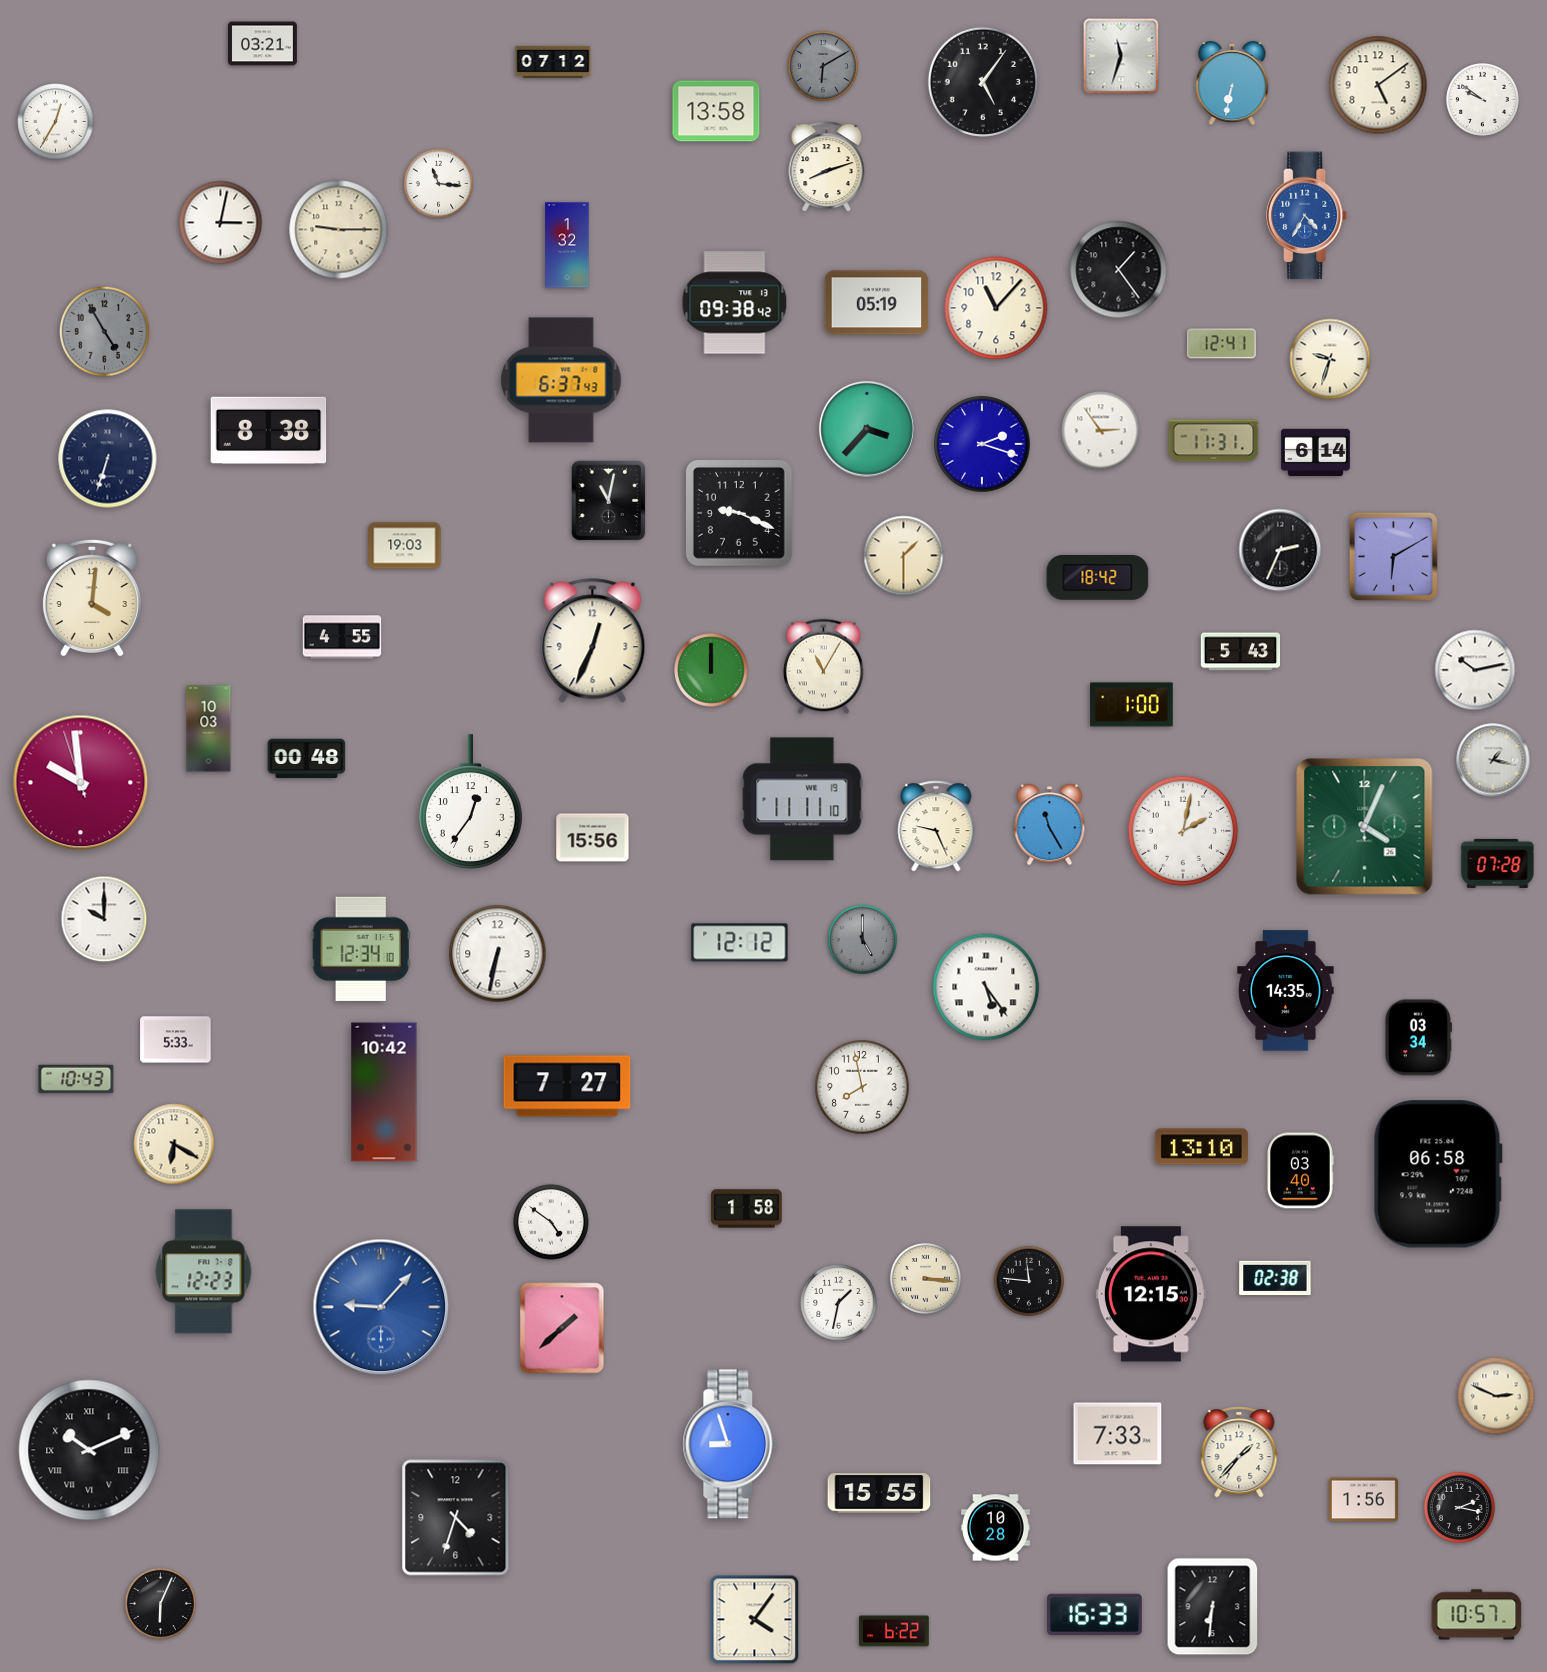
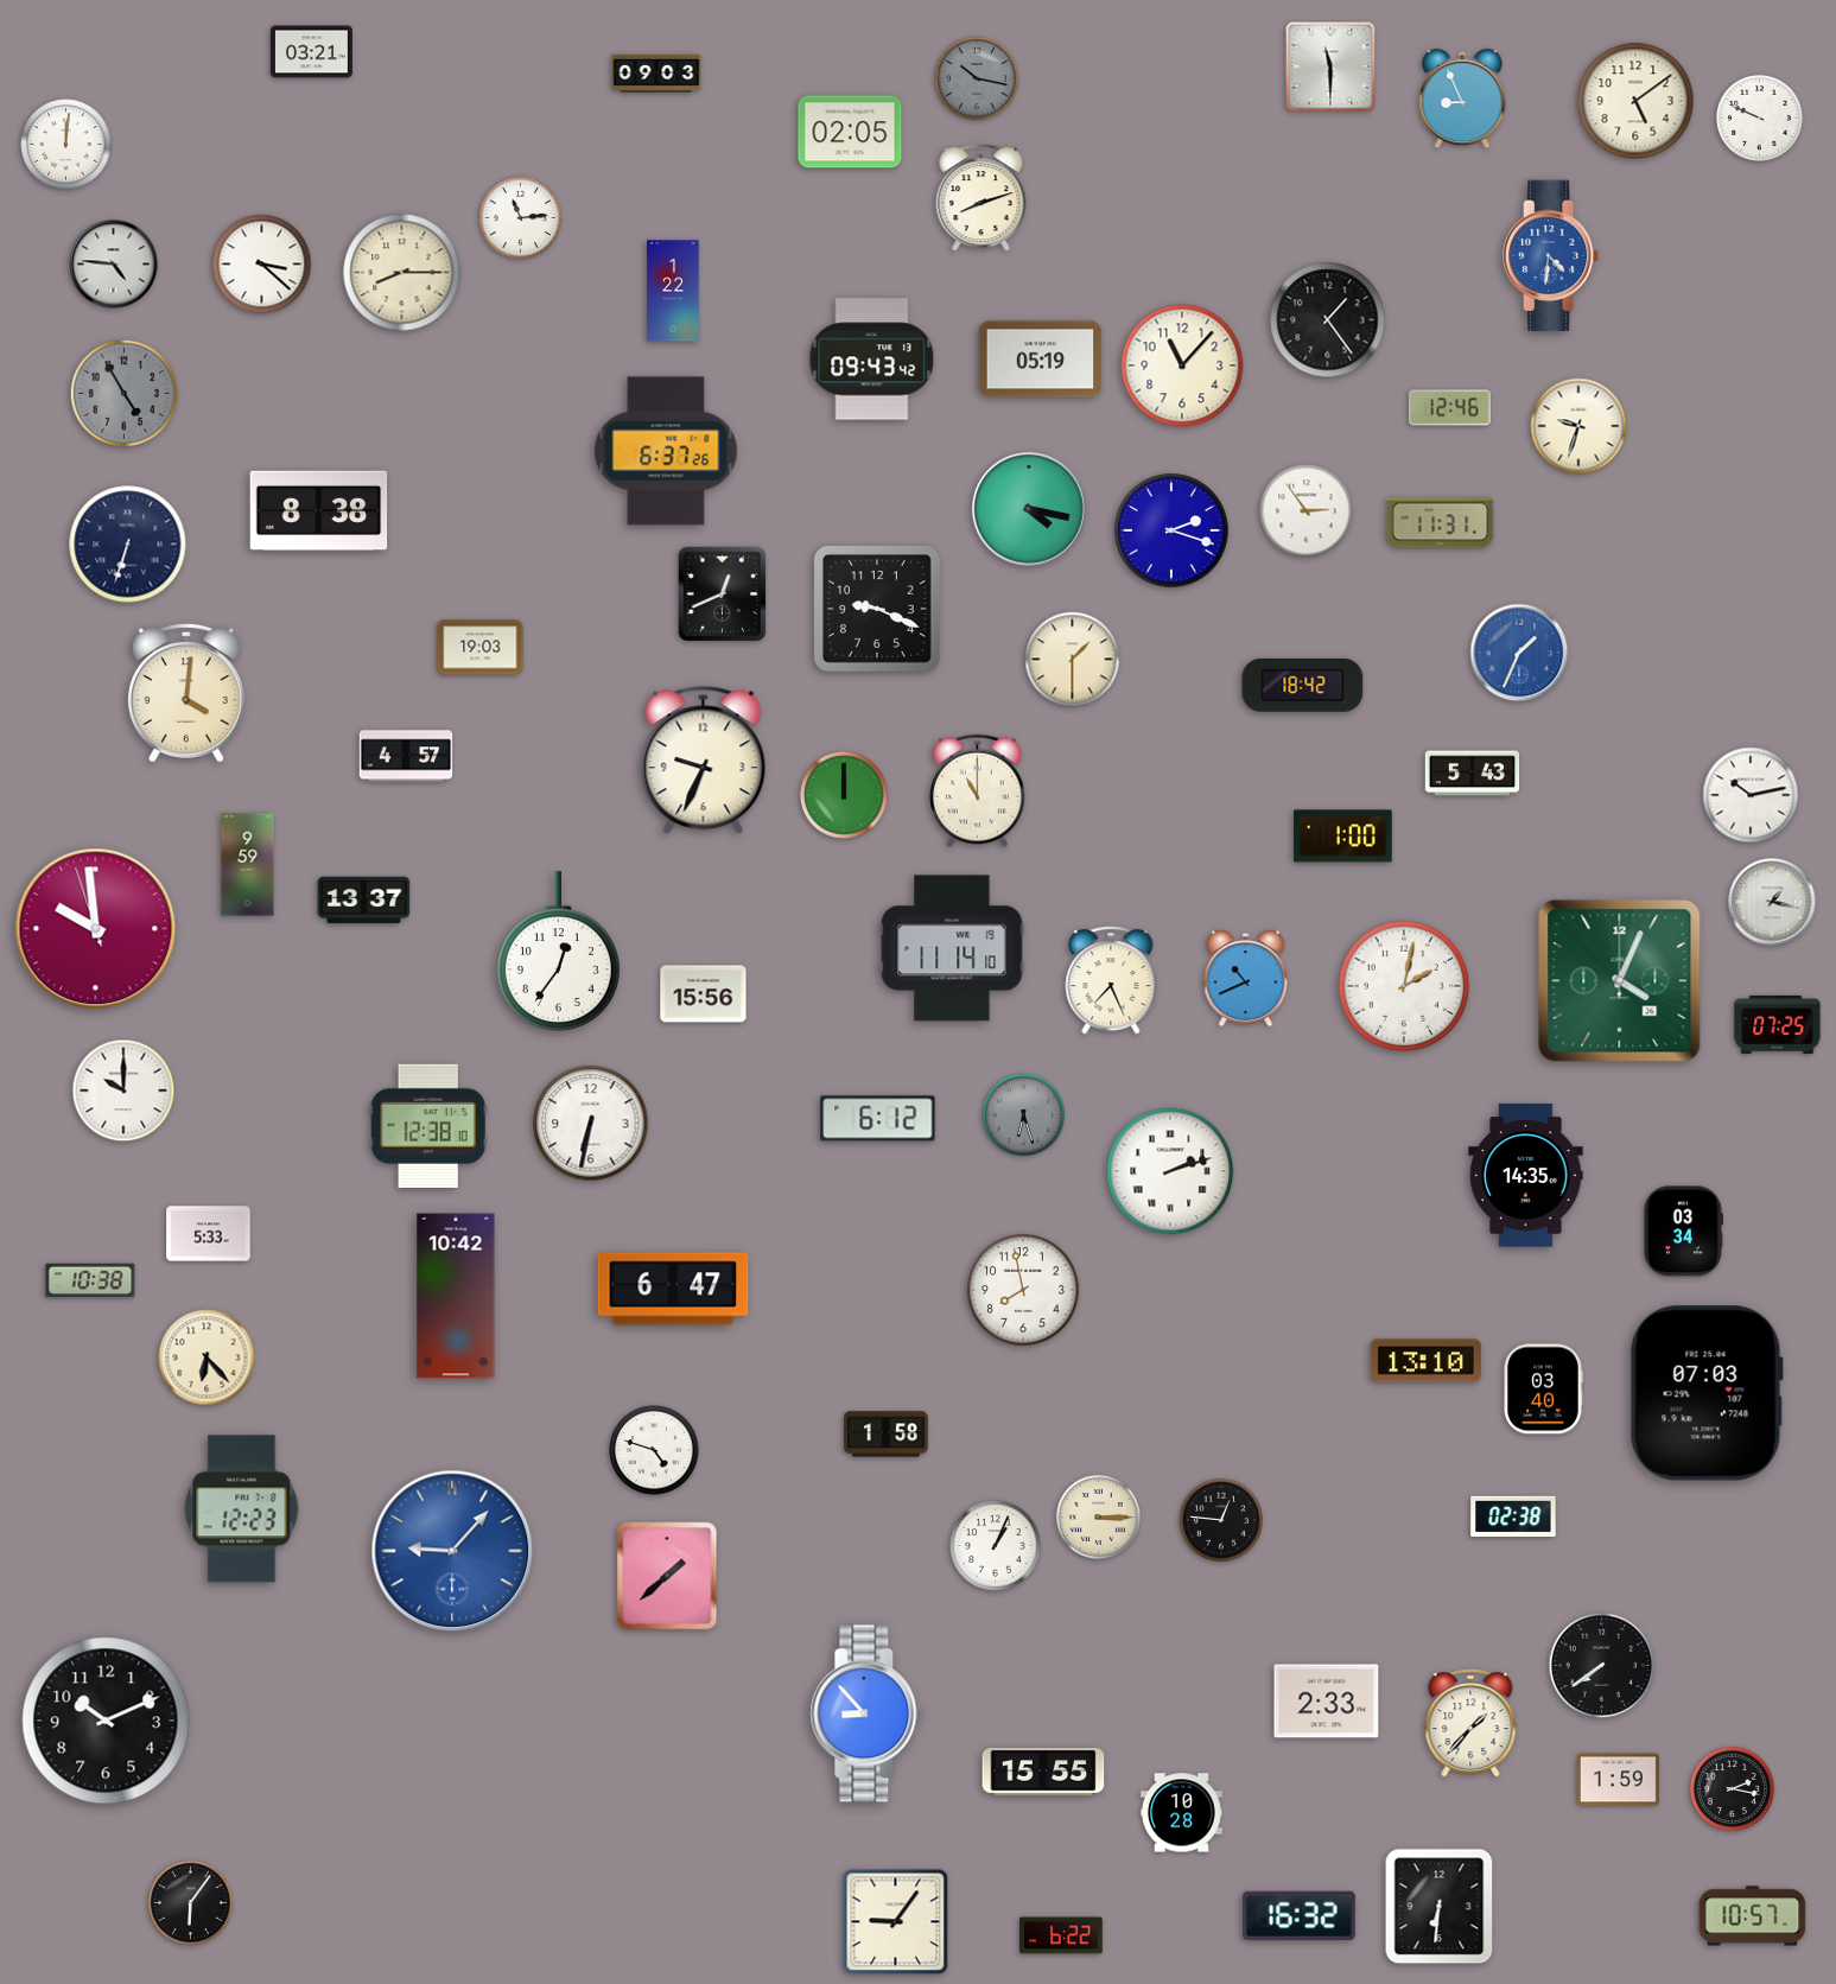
clock at (1121, 56): 11:33 -> 11:30
clock at (553, 62): 07:12 -> 09:03
clock at (823, 66): 6:10 -> 10:17
clock at (983, 82): 5:06 -> none
clock at (1232, 83): 6:32 -> 8:56
clock at (1483, 100): 9:51 -> 9:49
clock at (716, 111): 13:58 -> 02:05
clock at (56, 122): 12:35 -> 12:01
clock at (439, 184): 11:16 -> 11:14
clock at (1308, 216): 4:35 -> 4:31
clock at (114, 265): none -> 4:46
clock at (221, 223): 3:02 -> 3:22
clock at (339, 230): 9:15 -> 8:15
clock at (567, 245): 1:32 -> 1:22
clock at (735, 303): 09:38 -> 09:43
clock at (1221, 344): 12:41 -> 12:46
clock at (561, 380): 6:37:43 -> 6:37:26
clock at (867, 429): 3:37 -> 4:17
clock at (982, 444) position: (982, 444) -> (1171, 530)
clock at (1315, 452): 6:14 -> none
clock at (609, 501): 11:02 -> 12:41
clock at (1280, 550): 2:34 -> 1:34
clock at (1280, 550) dial: black -> blue
clock at (1393, 556): 6:10 -> none
clock at (92, 597) position: (92, 597) -> (186, 692)
clock at (342, 637): 4:55 -> 4:57
clock at (593, 641): 12:34 -> 9:34
clock at (824, 667): 11:05 -> 11:00
clock at (209, 729): 10:03 -> 9:59
clock at (307, 759): 00:48 -> 13:37
clock at (802, 799): 11:11 -> 11:14
clock at (1050, 825): 11:25 -> 10:41
clock at (936, 826): 9:26 -> 7:26
clock at (1498, 863): 07:28 -> 07:25
clock at (863, 940): 5:00 -> 6:27
clock at (740, 943): 12:12 -> 6:12
clock at (361, 949): 12:34 -> 12:38
clock at (498, 954) position: (498, 954) -> (591, 1124)
clock at (986, 987): 5:24 -> 2:12
clock at (76, 1079): 10:43 -> 10:38
clock at (567, 1086): 7:27 -> 6:47
clock at (174, 1144): 6:20 -> 6:23
clock at (1438, 1174): 06:58 -> 07:03
clock at (551, 1222): 4:51 -> 4:48
clock at (925, 1278): 3:16 -> 3:15
clock at (1029, 1281): 11:46 -> 12:46
clock at (1151, 1294): 12:15 -> none
clock at (839, 1303): 1:32 -> 1:04
clock at (1496, 1396): 2:49 -> none
clock at (1602, 1666): none -> 7:39
clock at (1118, 1434): 7:33 -> 2:33
clock at (730, 1444): 8:57 -> 8:53
clock at (89, 1450) numerals: Roman -> Arabic
clock at (1363, 1500): 1:56 -> 1:59
clock at (456, 1518): 4:33 -> none
clock at (160, 1603): 6:04 -> 6:06
clock at (1095, 1614): 16:33 -> 16:32
clock at (755, 1620): 4:06 -> 9:06
